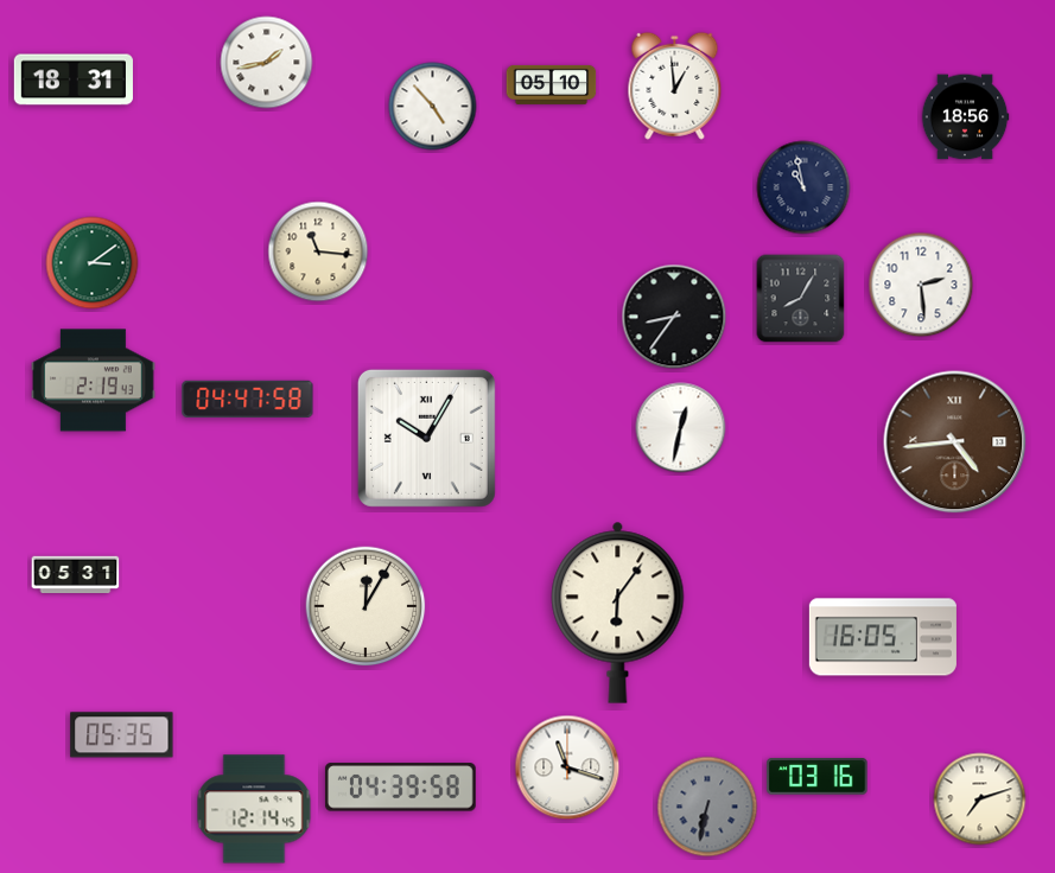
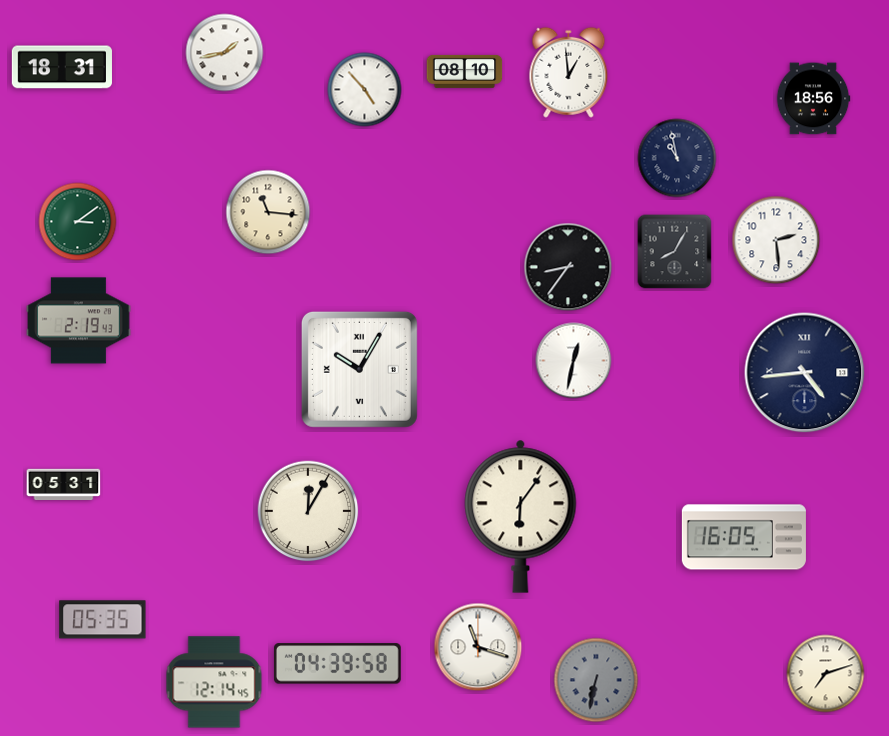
clock at (552, 84): 05:10 -> 08:10
clock at (248, 399): 04:47 -> none
clock at (955, 442) dial: brown -> navy
clock at (818, 777): 03:16 -> none
